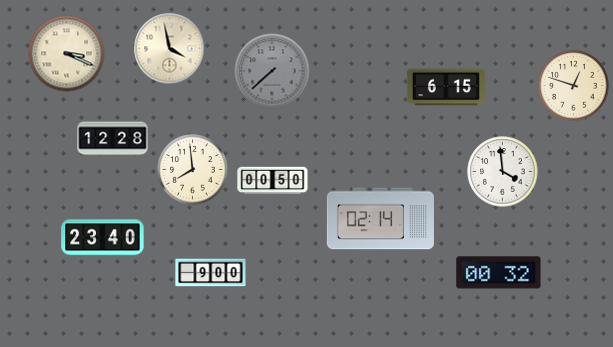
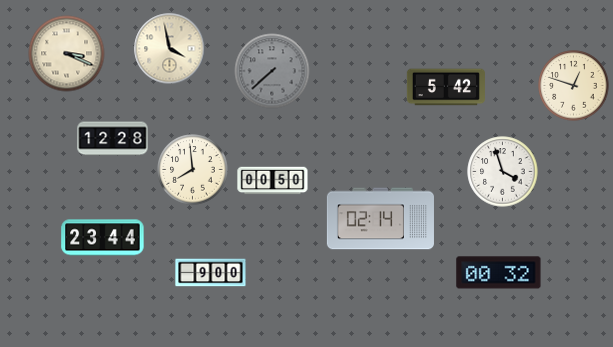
clock at (445, 87): 6:15 -> 5:42
clock at (503, 172): 3:59 -> 3:57
clock at (103, 238): 23:40 -> 23:44
